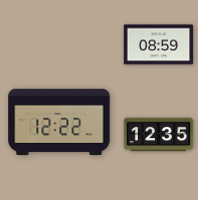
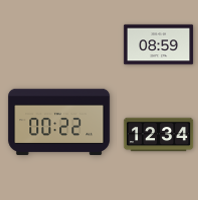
clock at (59, 122): 12:22 -> 00:22
clock at (159, 135): 12:35 -> 12:34
